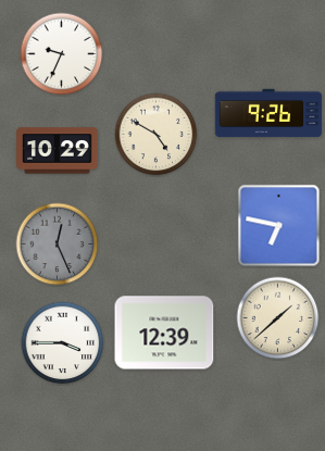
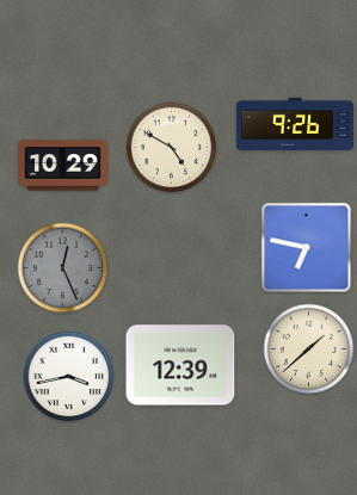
clock at (62, 54): 9:34 -> none
clock at (278, 318) position: (278, 318) -> (309, 349)
clock at (63, 343): 3:45 -> 3:43
